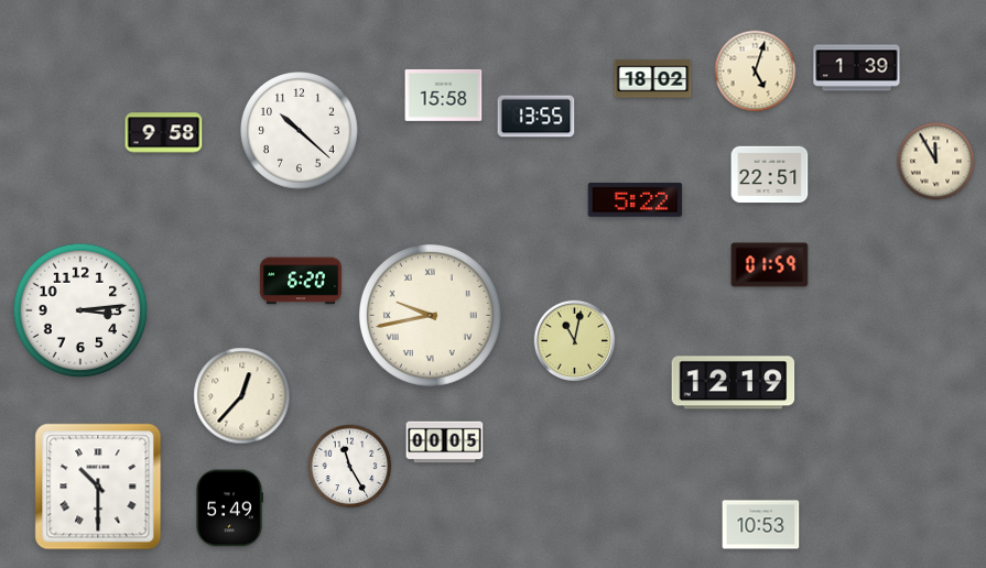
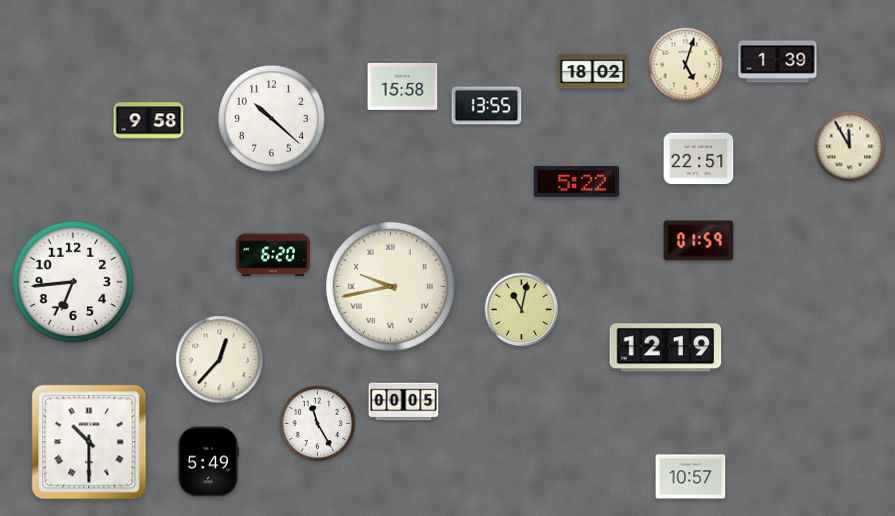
clock at (80, 310): 3:14 -> 6:44
clock at (761, 525): 10:53 -> 10:57
